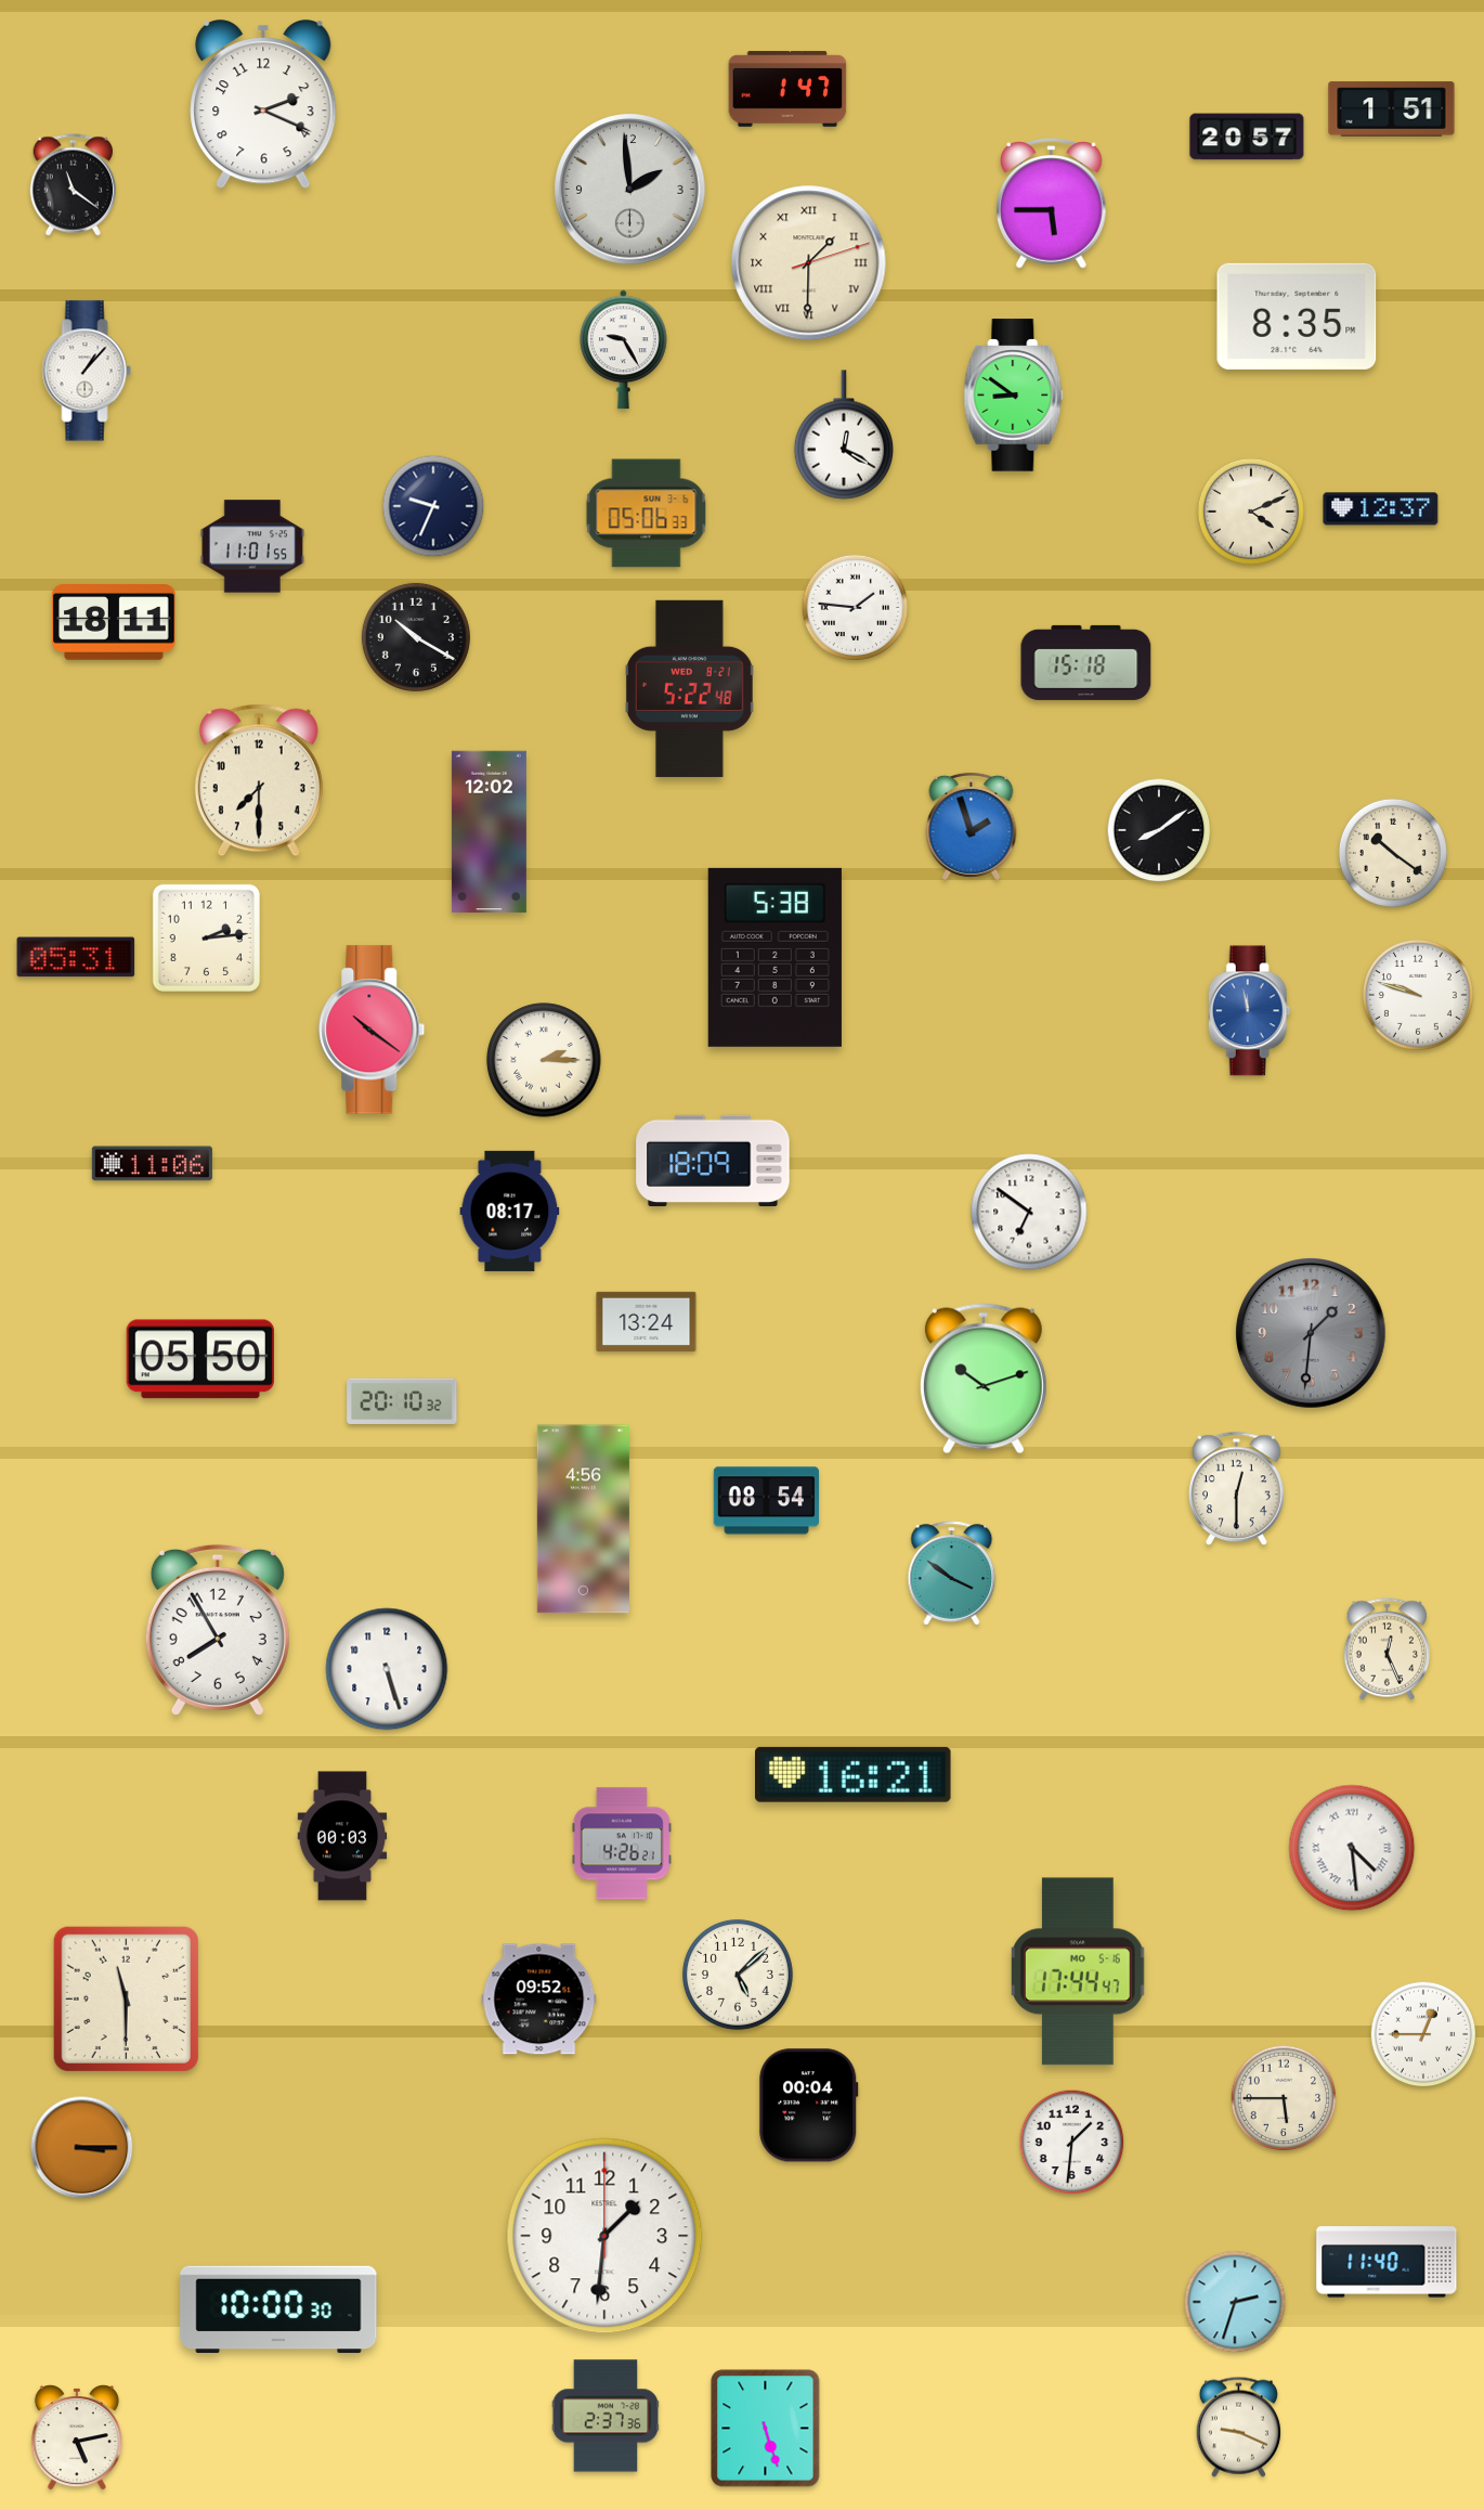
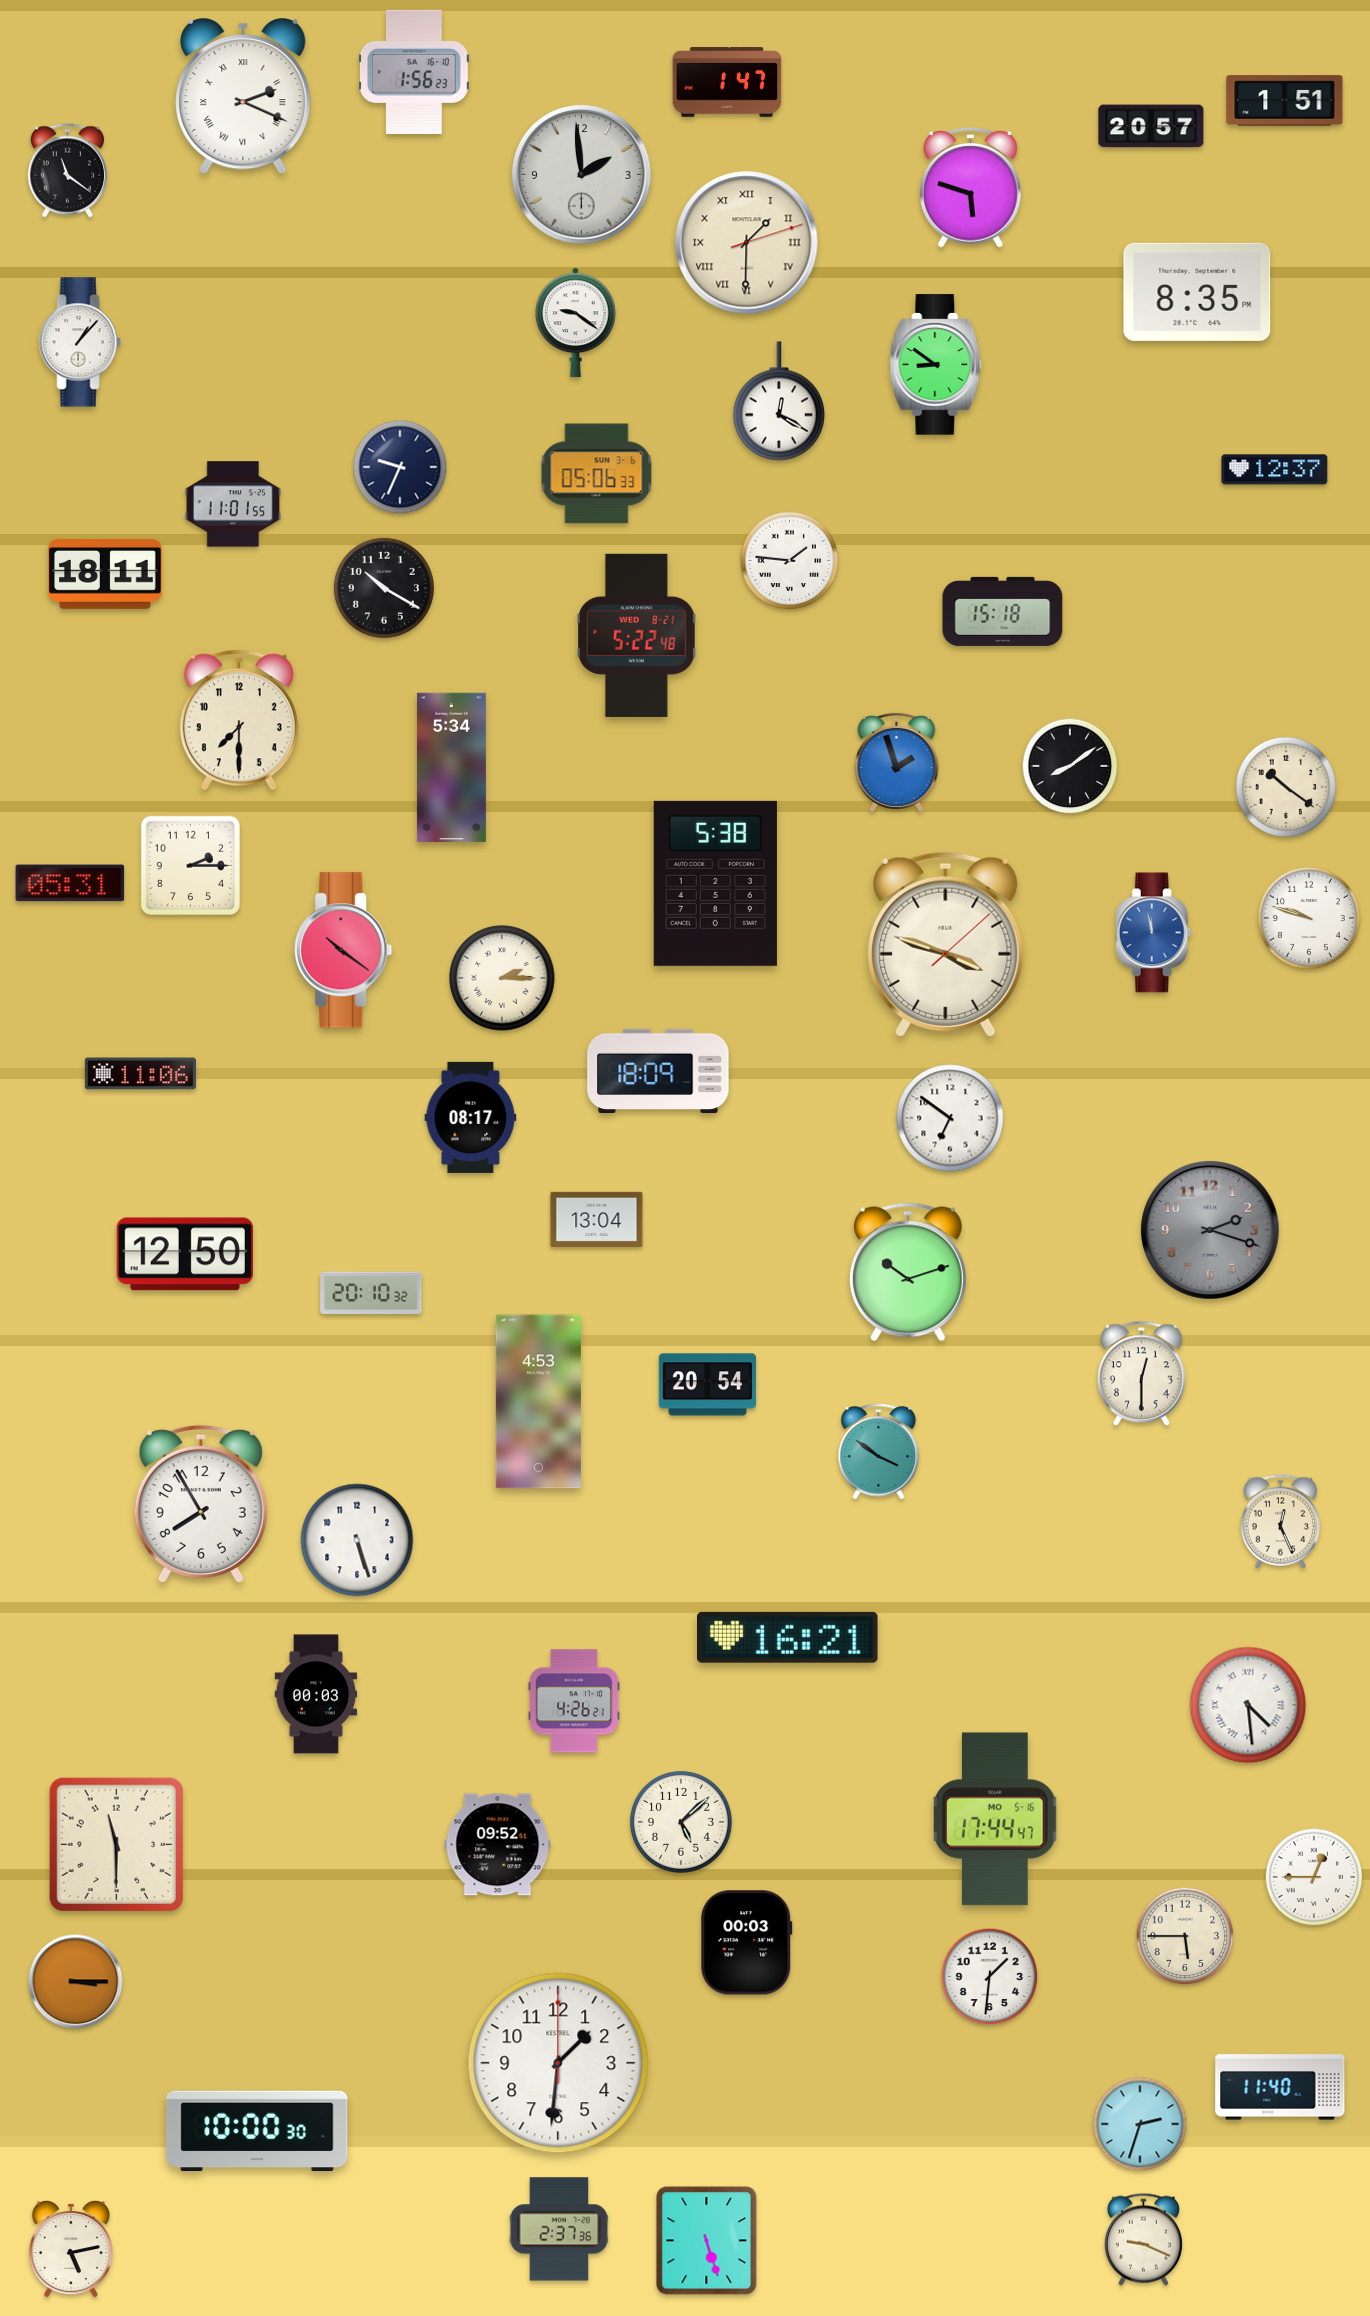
clock at (415, 72): none -> 1:56
clock at (263, 105) numerals: Arabic -> Roman
clock at (1052, 204): 5:45 -> 5:48
clock at (624, 350): 9:25 -> 9:21
clock at (1251, 512): 4:11 -> none
clock at (489, 832): 12:02 -> 5:34
clock at (206, 937): 2:14 -> 2:15
clock at (946, 944): none -> 3:48
clock at (647, 1321): 13:24 -> 13:04
clock at (1312, 1334): 1:31 -> 2:18
clock at (200, 1359): 05:50 -> 12:50
clock at (766, 1501): 08:54 -> 20:54
clock at (583, 1519): 4:56 -> 4:53
clock at (809, 2106): 00:04 -> 00:03
